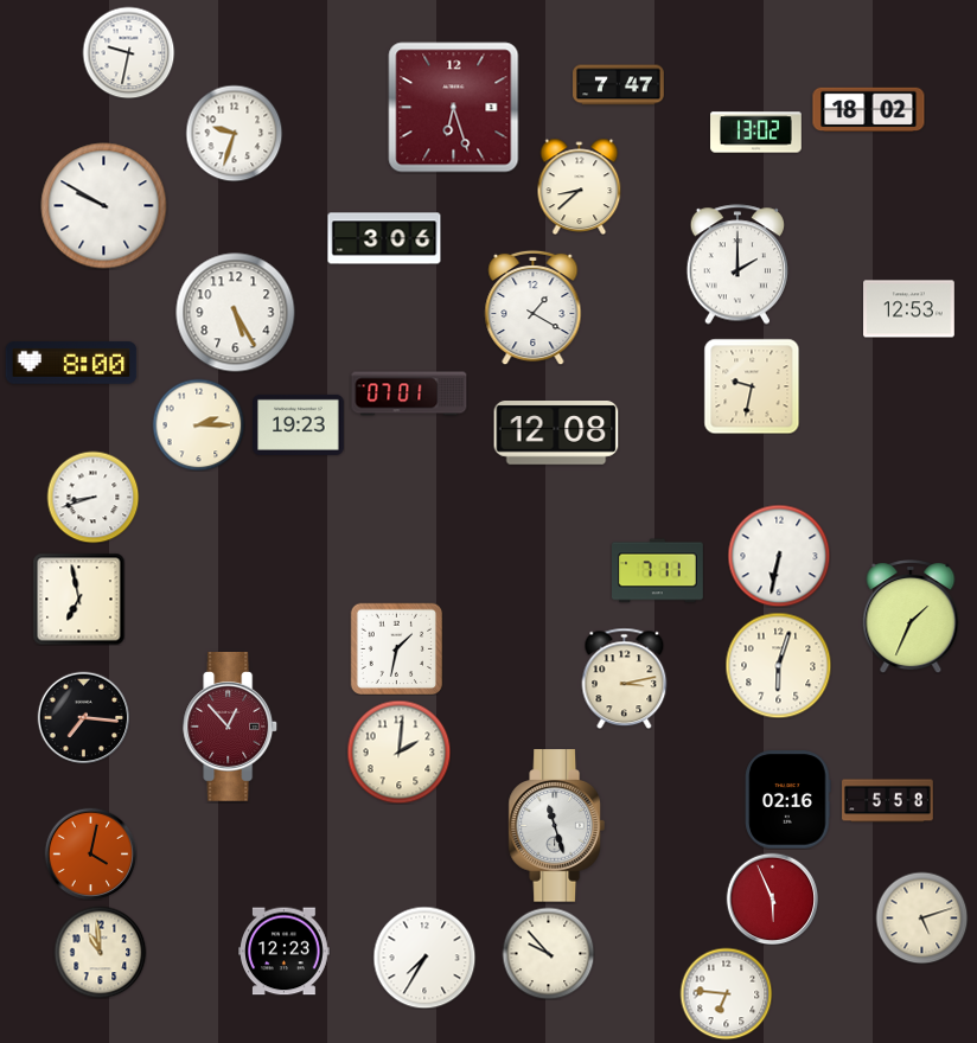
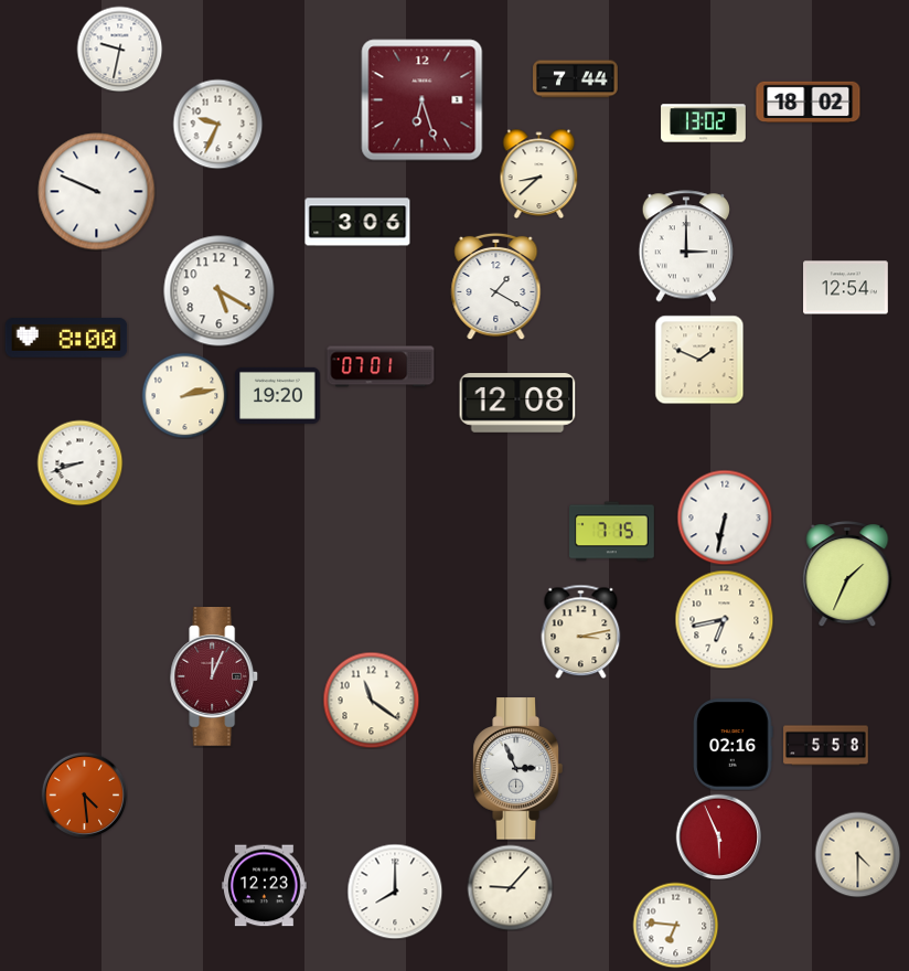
clock at (619, 85): 7:47 -> 7:44
clock at (234, 133): 9:33 -> 9:34
clock at (104, 206): 9:50 -> 9:49
clock at (736, 264): 2:00 -> 3:00
clock at (909, 309): 12:53 -> 12:54
clock at (236, 313): 5:25 -> 5:20
clock at (752, 386): 9:32 -> 1:49
clock at (198, 424): 2:15 -> 2:13
clock at (299, 424): 19:23 -> 19:20
clock at (92, 497) position: (92, 497) -> (79, 462)
clock at (658, 571): 7:11 -> 7:15
clock at (78, 599): 6:58 -> none
clock at (396, 648): 1:32 -> none
clock at (778, 665): 6:03 -> 6:43
clock at (83, 717): 7:16 -> none
clock at (231, 728): 12:53 -> 12:04
clock at (398, 751): 2:01 -> 11:21
clock at (556, 826): 11:27 -> 2:56
clock at (90, 853): 4:02 -> 4:29
clock at (921, 917): 5:12 -> 4:30
clock at (100, 952): 10:59 -> none
clock at (548, 953): 9:53 -> 9:07
clock at (424, 958): 7:35 -> 8:00
